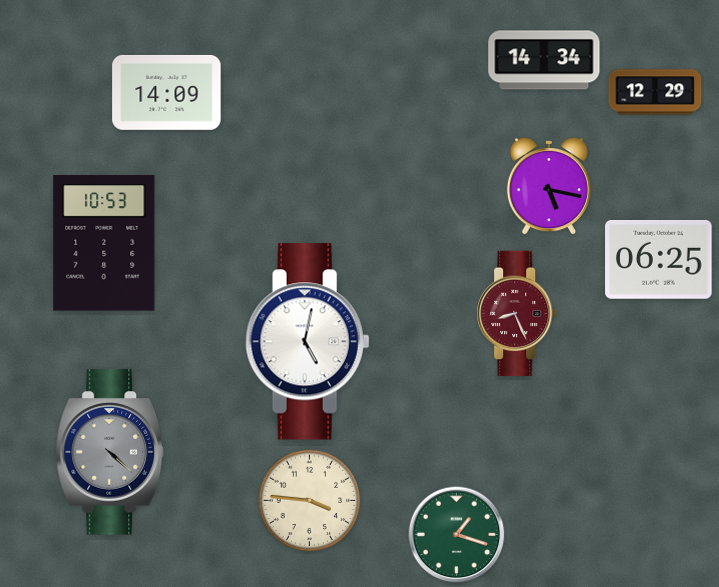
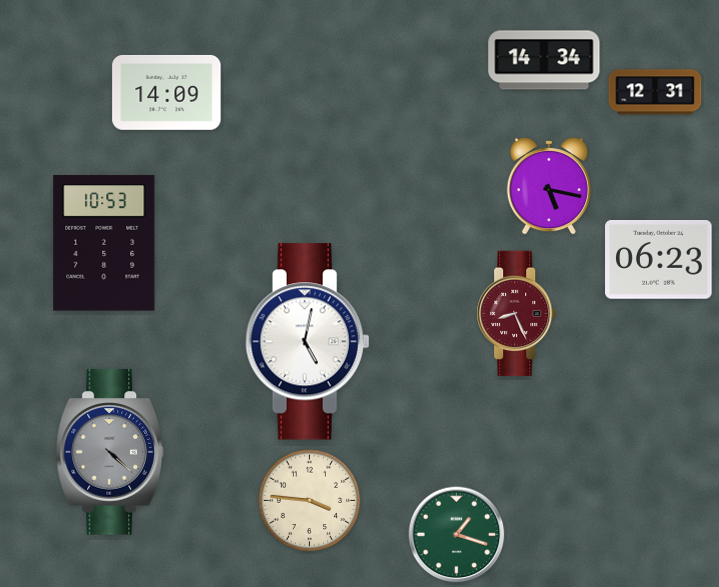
clock at (655, 92): 12:29 -> 12:31
clock at (659, 260): 06:25 -> 06:23
